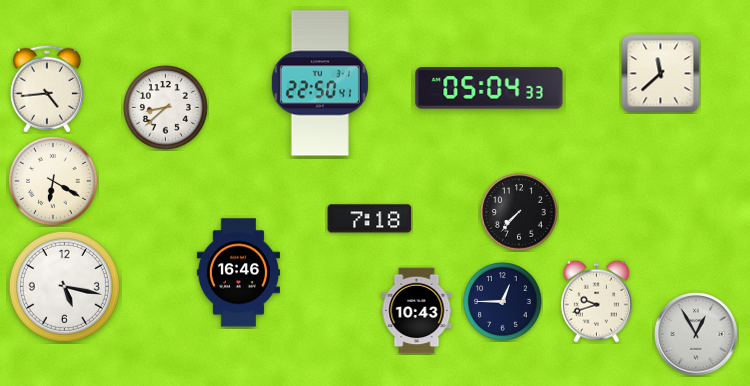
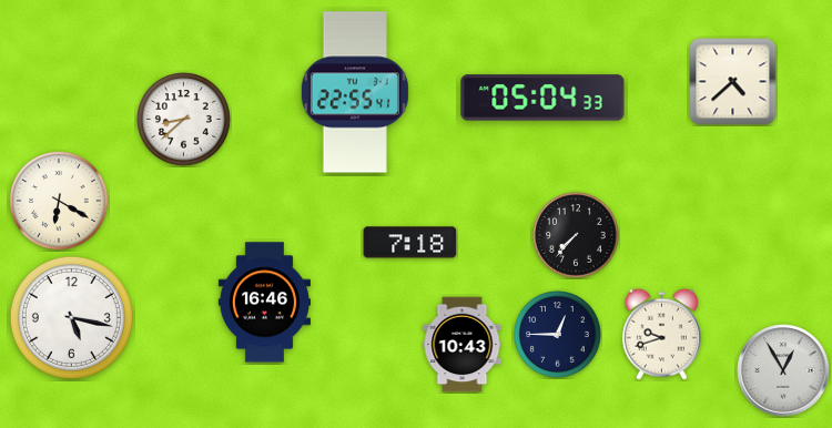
clock at (661, 74): 11:38 -> 4:38
clock at (320, 83): 22:50 -> 22:55
clock at (47, 89): 4:44 -> none
clock at (696, 334) position: (696, 334) -> (783, 370)
